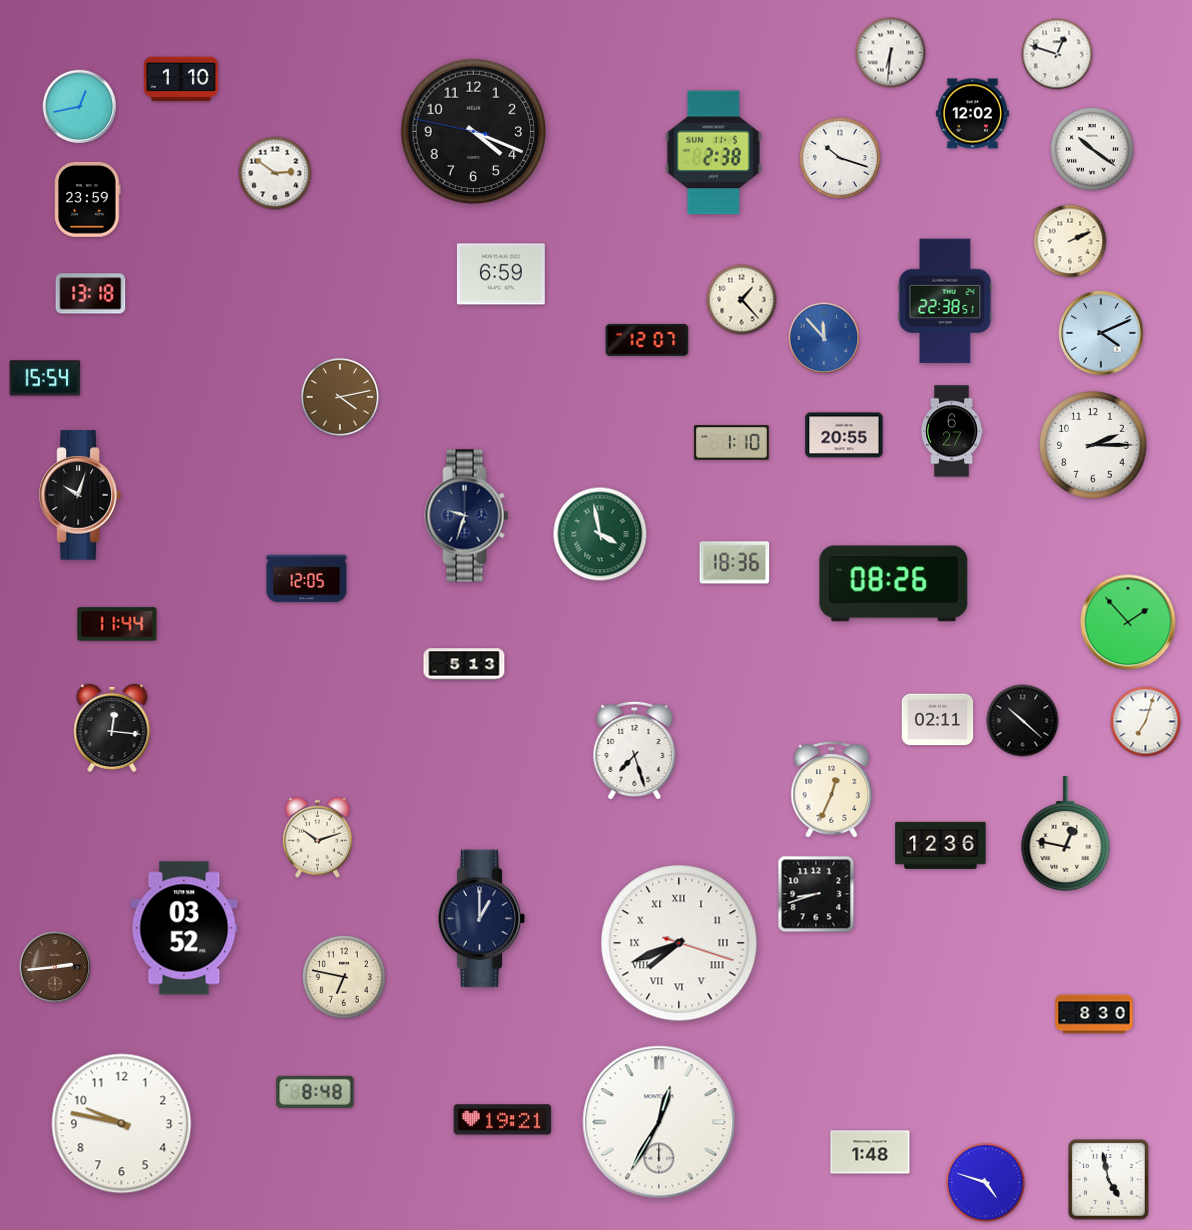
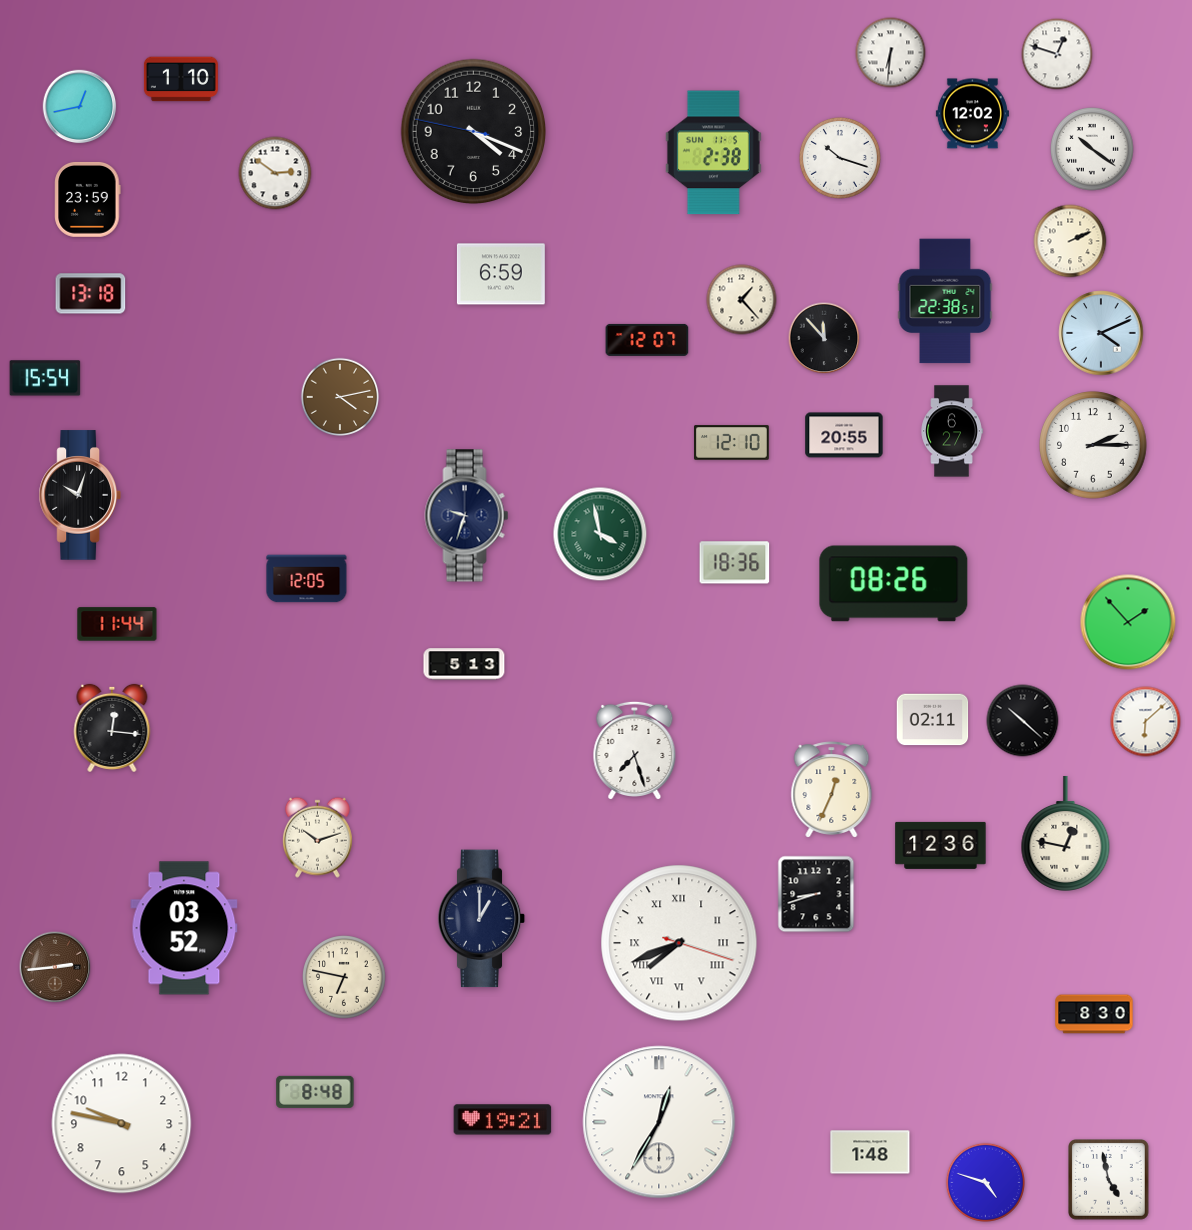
clock at (824, 338) dial: blue -> black
clock at (732, 443): 1:10 -> 12:10
clock at (938, 720) position: (938, 720) -> (933, 720)
clock at (1146, 722): 7:03 -> 6:08
